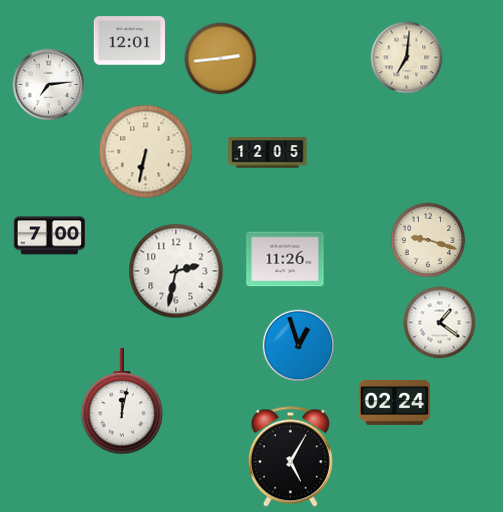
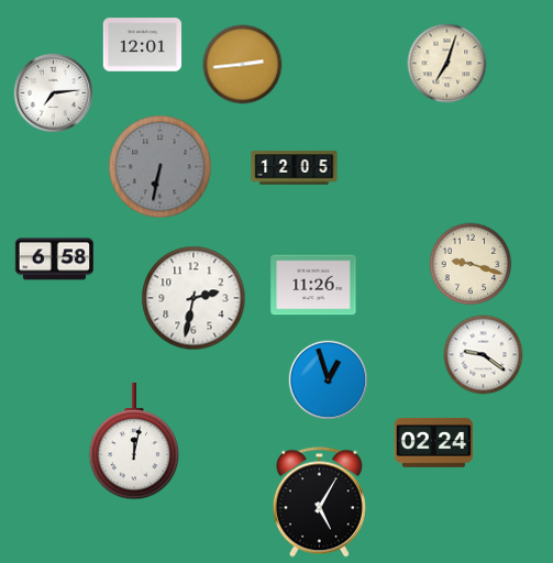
clock at (407, 58): 7:01 -> 7:03
clock at (146, 152) dial: cream -> grey
clock at (49, 236): 7:00 -> 6:58
clock at (440, 323): 1:21 -> 9:21
